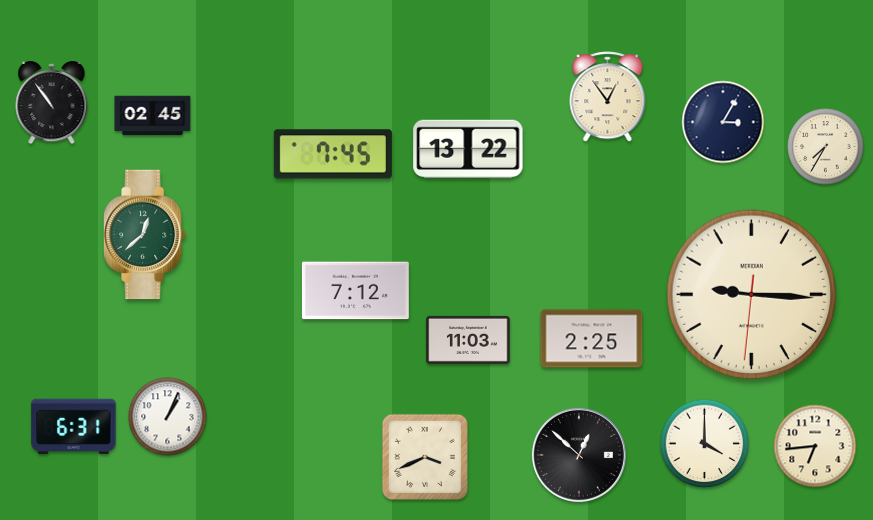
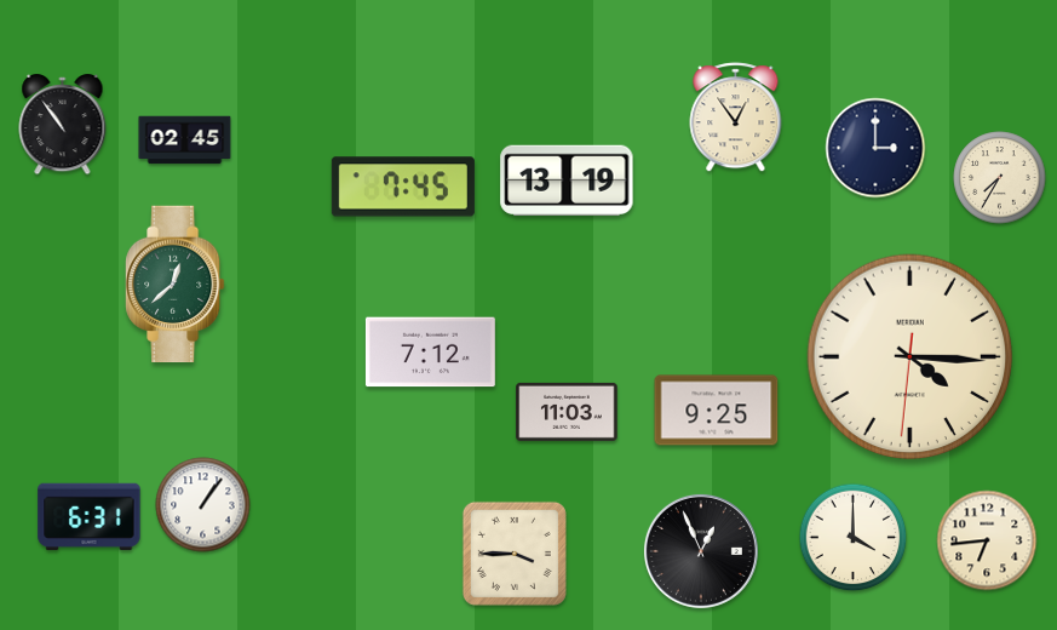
clock at (723, 122): 3:05 -> 3:00
clock at (468, 149): 13:22 -> 13:19
clock at (752, 295): 9:15 -> 4:15
clock at (592, 339): 2:25 -> 9:25
clock at (168, 417): 1:04 -> 1:06
clock at (579, 455): 12:52 -> 12:56
clock at (425, 457): 3:41 -> 3:45
